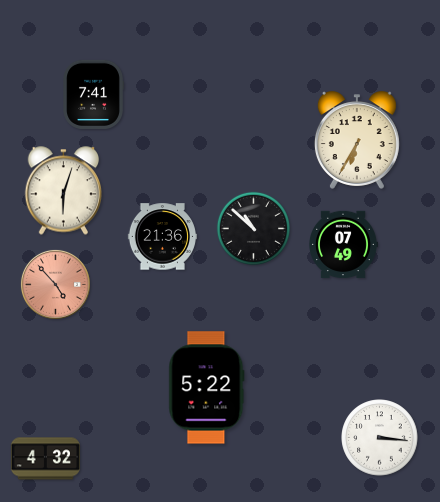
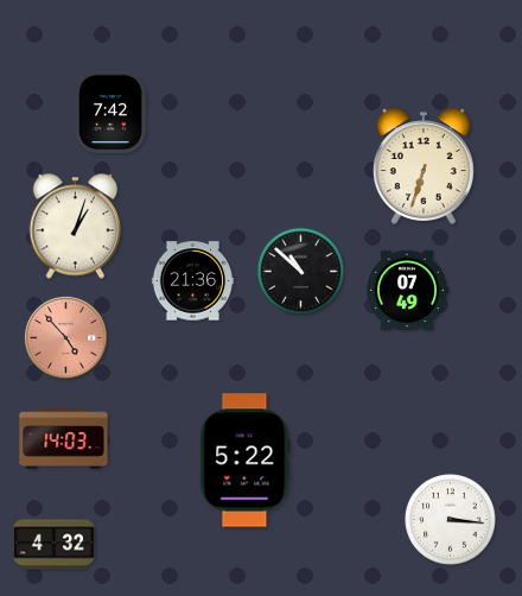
clock at (93, 94): 7:41 -> 7:42
clock at (357, 140): 6:35 -> 6:33
clock at (64, 191): 6:03 -> 1:03
clock at (64, 439): none -> 14:03
